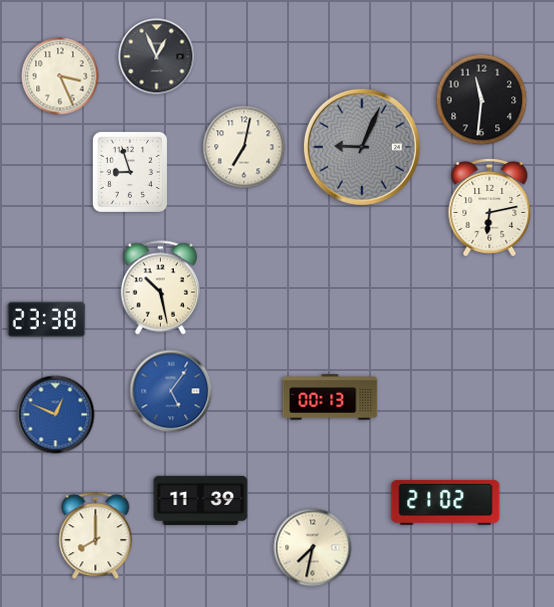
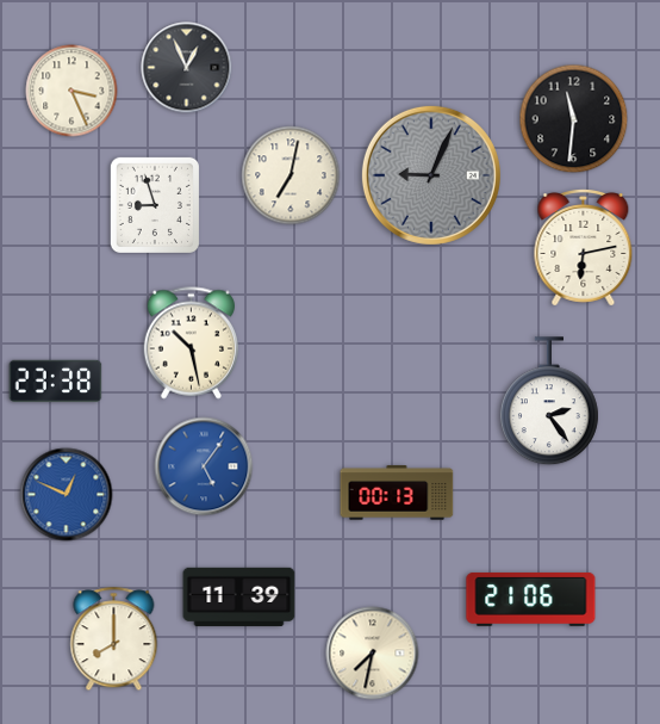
clock at (549, 402): none -> 2:24
clock at (330, 397) position: (330, 397) -> (397, 493)
clock at (446, 502): 21:02 -> 21:06
